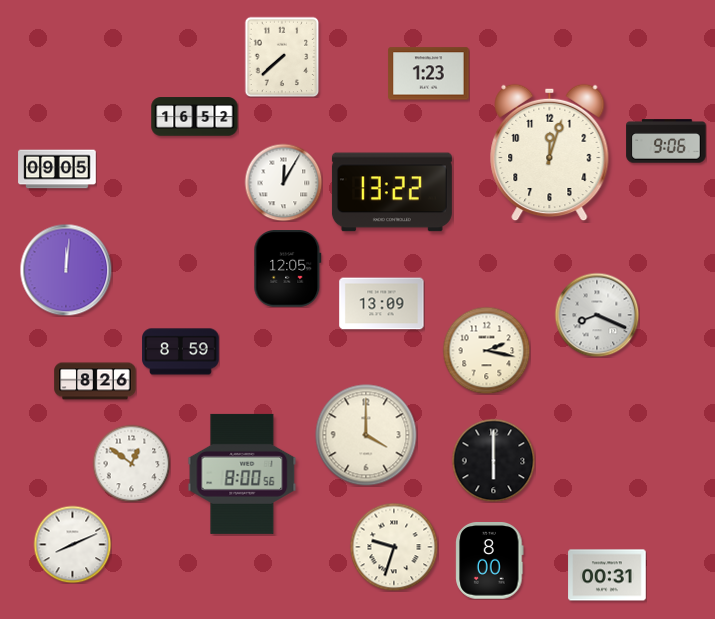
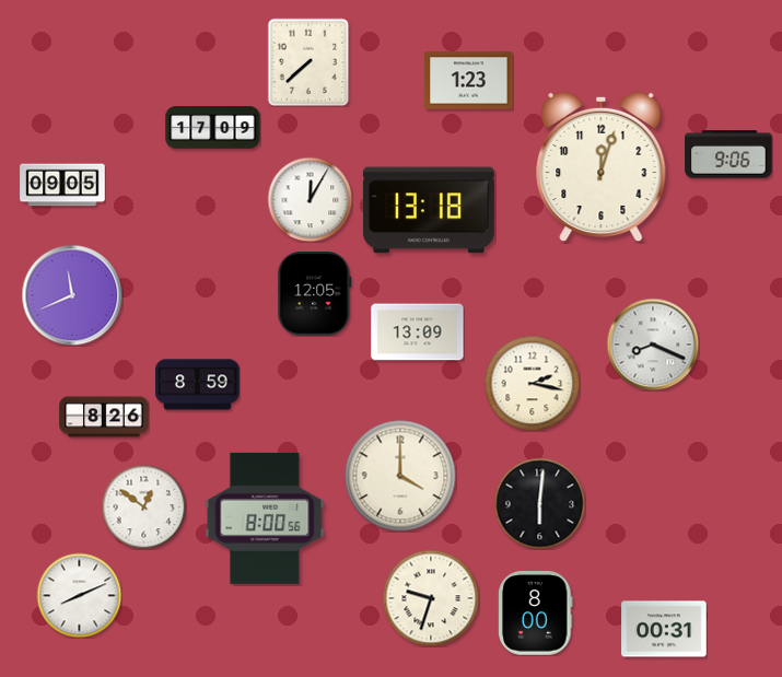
clock at (195, 117): 16:52 -> 17:09
clock at (392, 192): 13:22 -> 13:18
clock at (66, 270): 12:01 -> 11:41
clock at (493, 460): 6:00 -> 6:01
